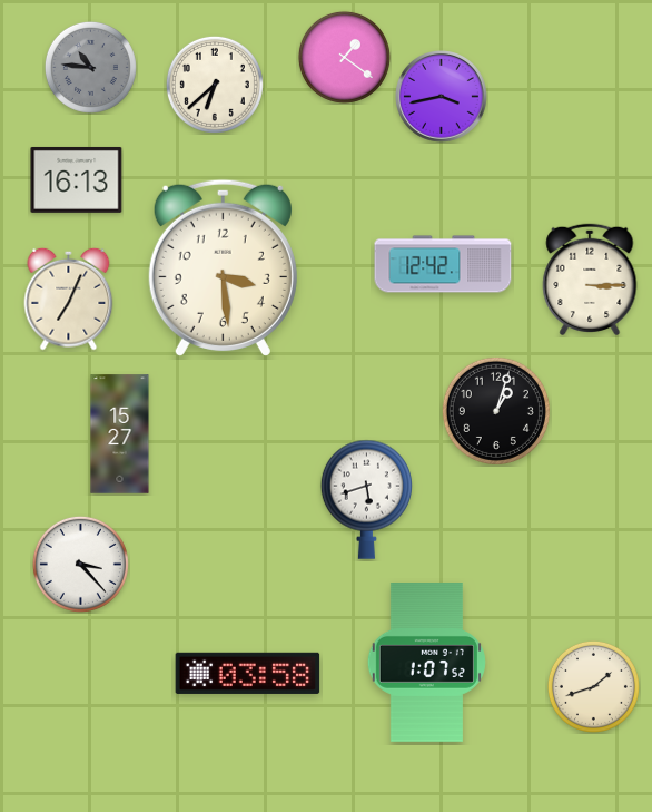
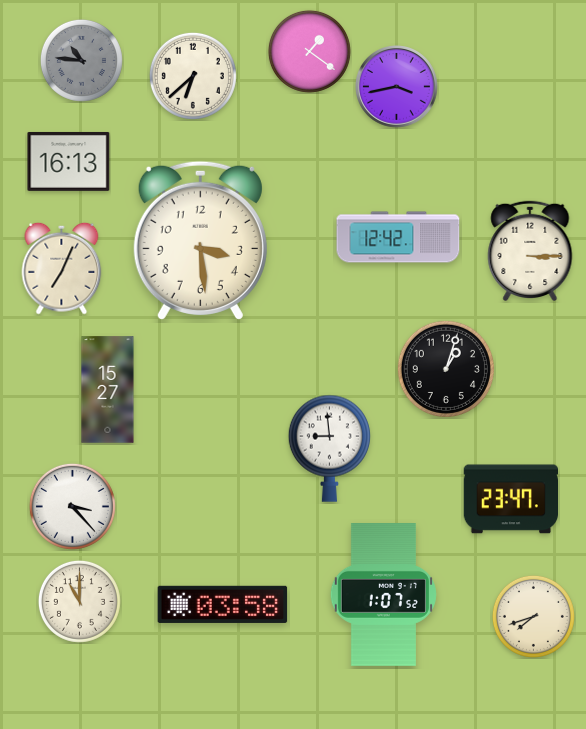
clock at (366, 499): 5:42 -> 8:59
clock at (510, 499): none -> 23:47
clock at (79, 601): none -> 11:00
clock at (593, 686): 1:42 -> 7:42
